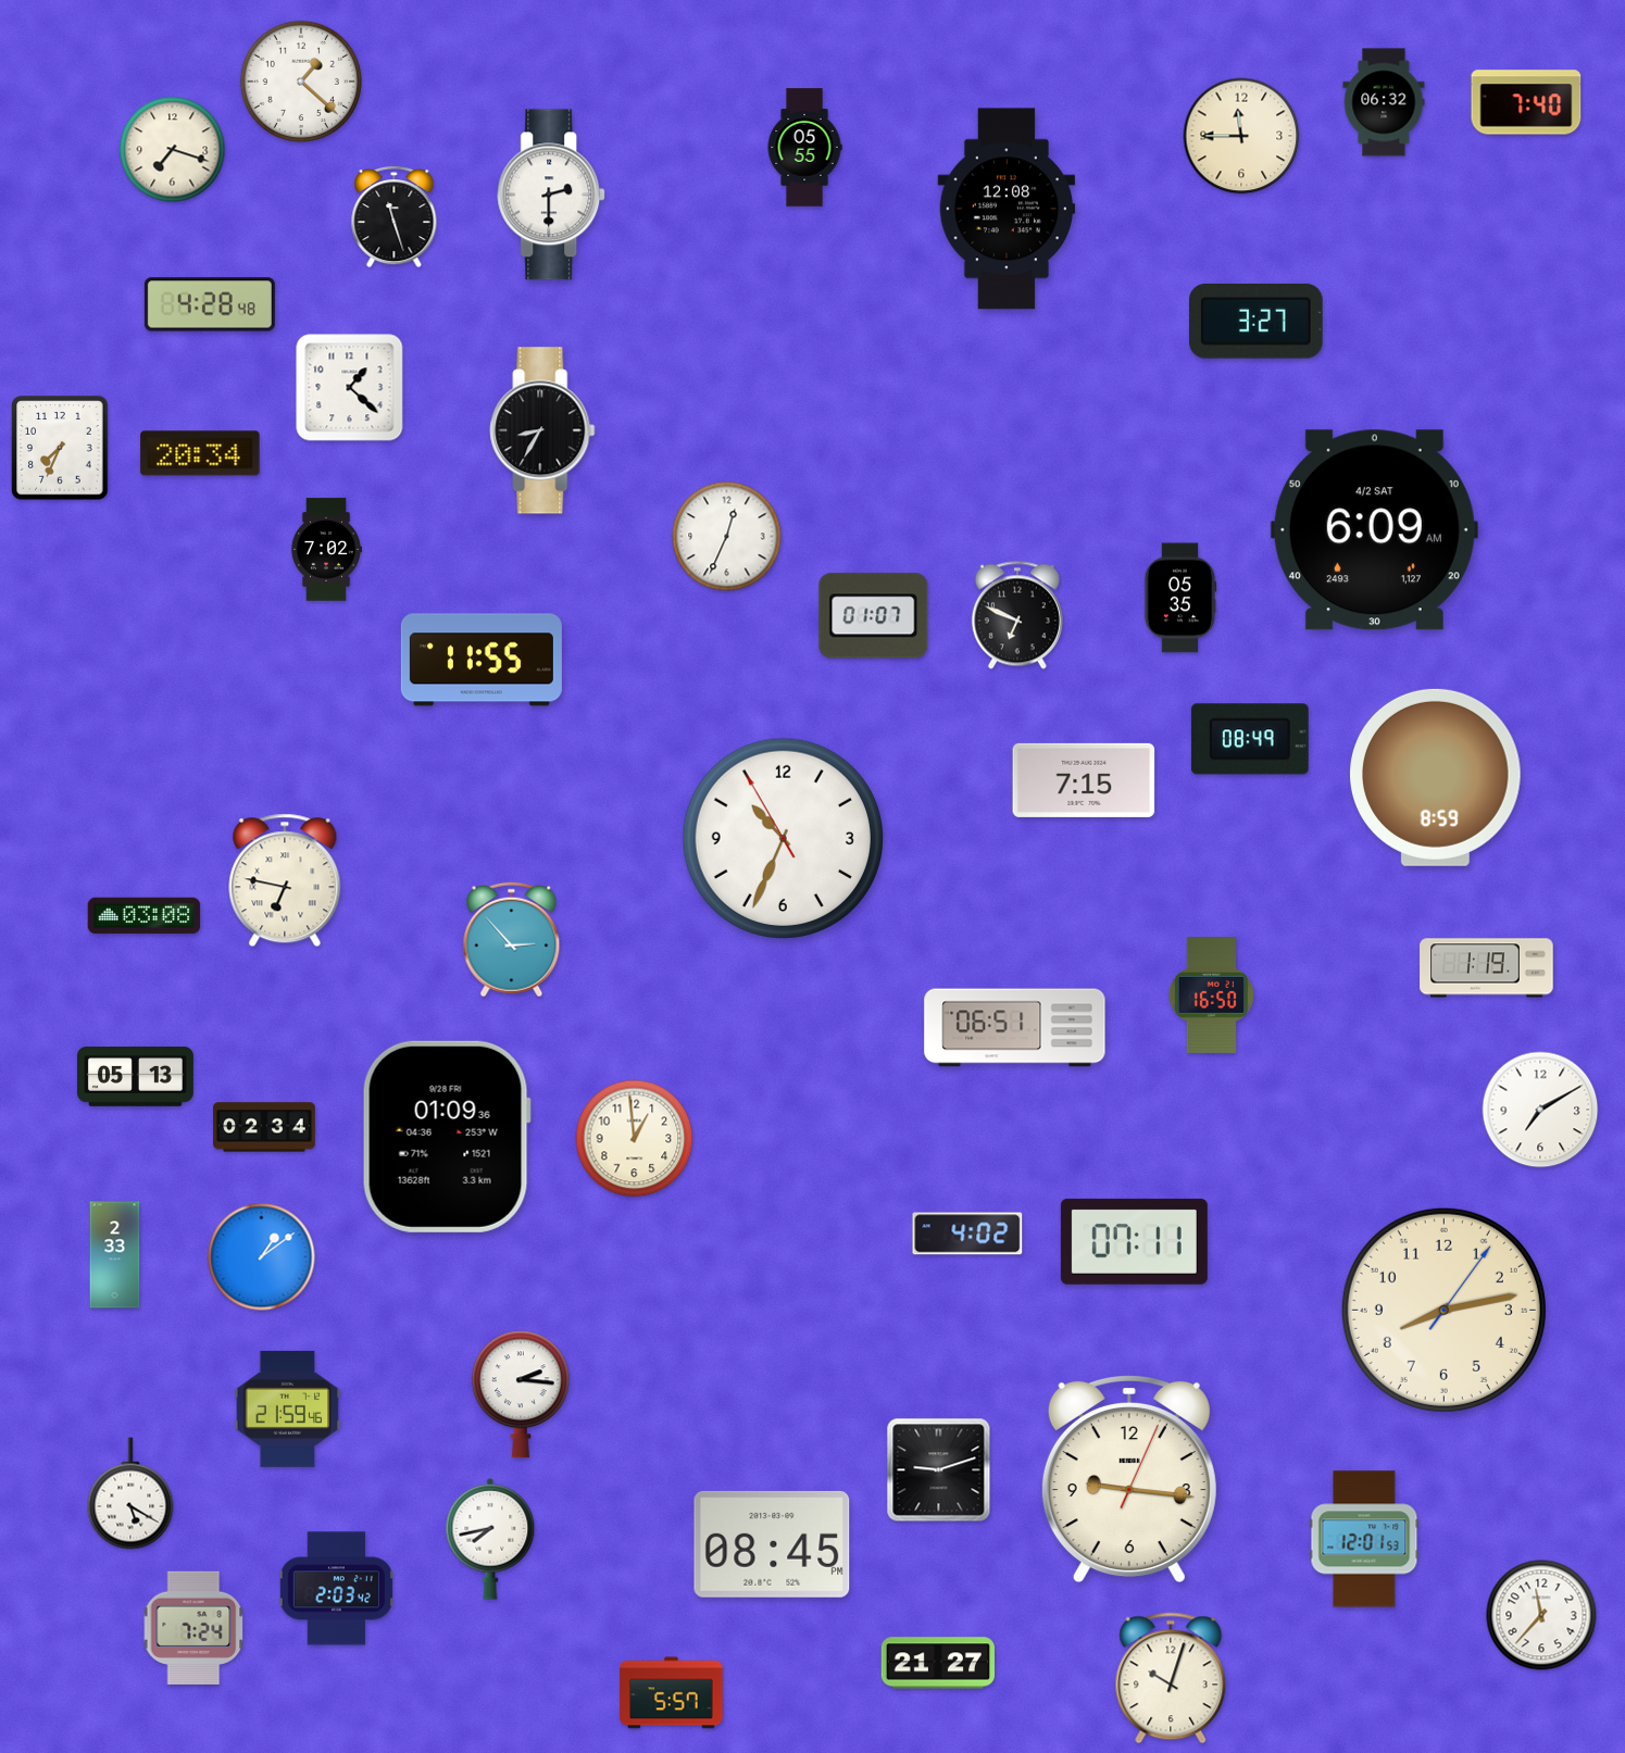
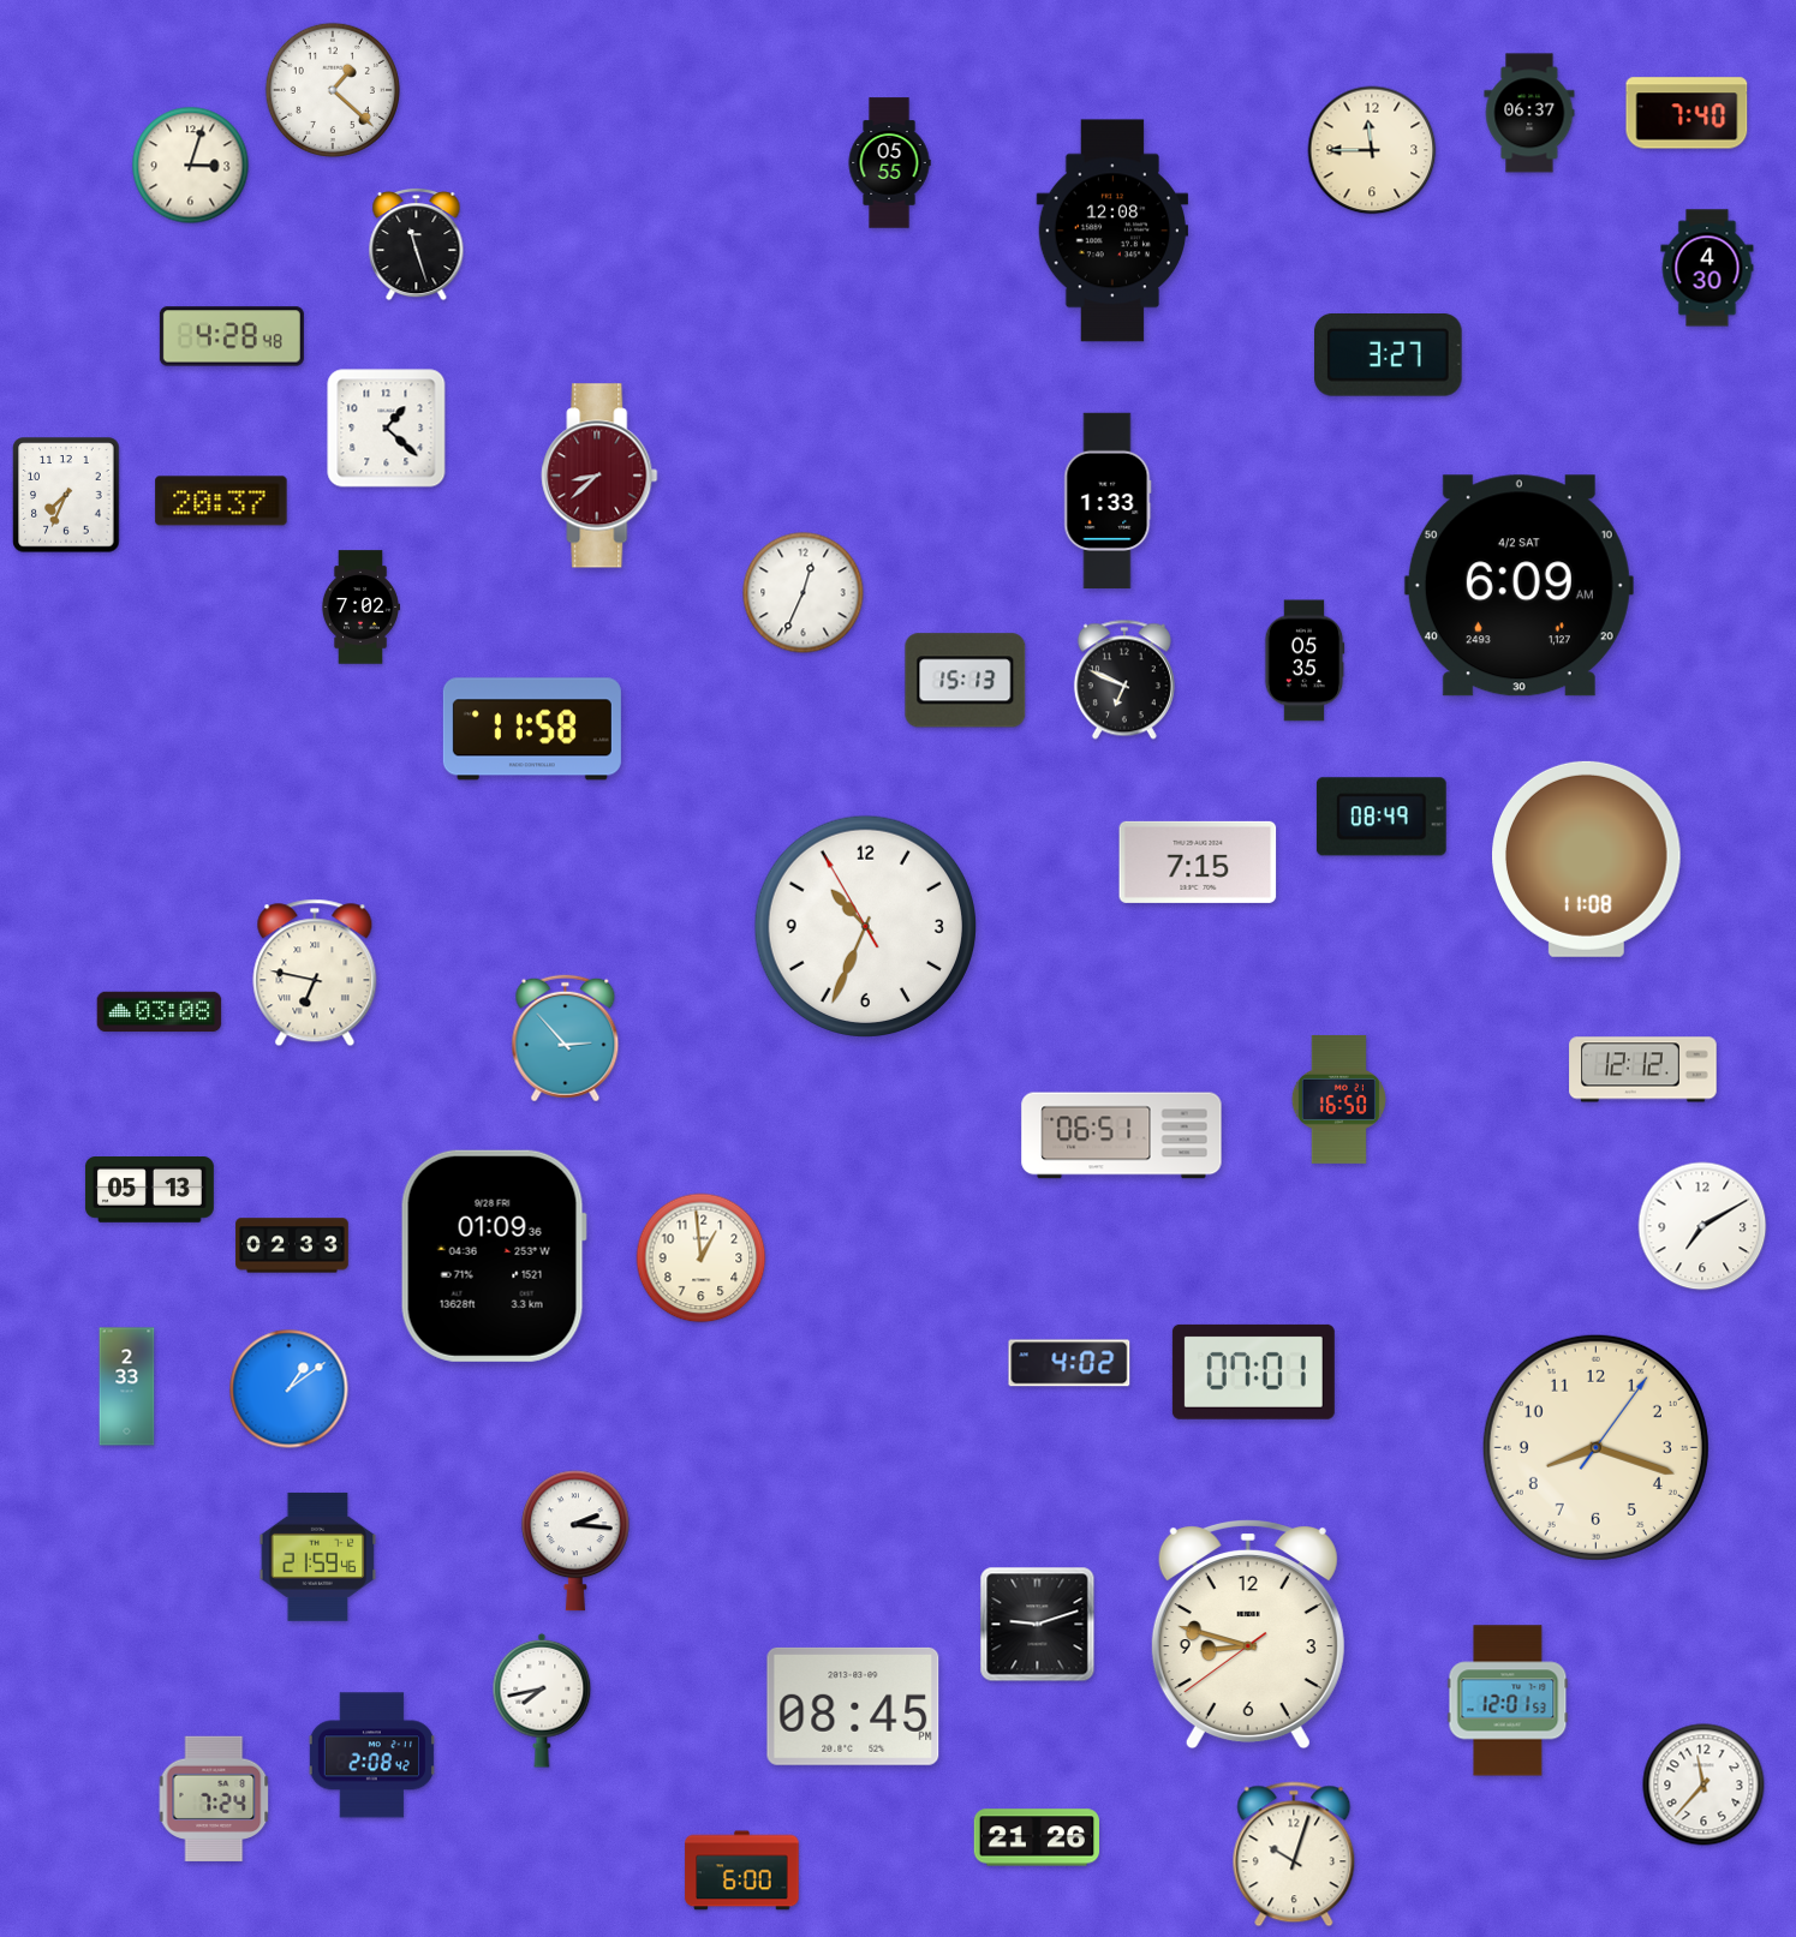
clock at (1384, 102): 06:32 -> 06:37
clock at (173, 150): 7:18 -> 3:03
clock at (552, 195): 2:30 -> none
clock at (395, 216) position: (395, 216) -> (417, 244)
clock at (1707, 268): none -> 4:30
clock at (542, 430): 8:35 -> 8:38
clock at (542, 430) dial: black -> burgundy
clock at (200, 453): 20:34 -> 20:37
clock at (1108, 501): none -> 1:33
clock at (874, 616): 01:07 -> 15:13
clock at (482, 660): 11:55 -> 11:58
clock at (1436, 777): 8:59 -> 11:08
clock at (1487, 968): 1:19 -> 12:12
clock at (264, 1127): 02:34 -> 02:33
clock at (1134, 1241): 07:11 -> 07:01
clock at (1443, 1310): 8:13 -> 8:18
clock at (1129, 1480): 9:16 -> 8:47
clock at (130, 1493): 5:20 -> none
clock at (336, 1589): 2:03 -> 2:08
clock at (937, 1663): 21:27 -> 21:26
clock at (672, 1693): 5:57 -> 6:00
